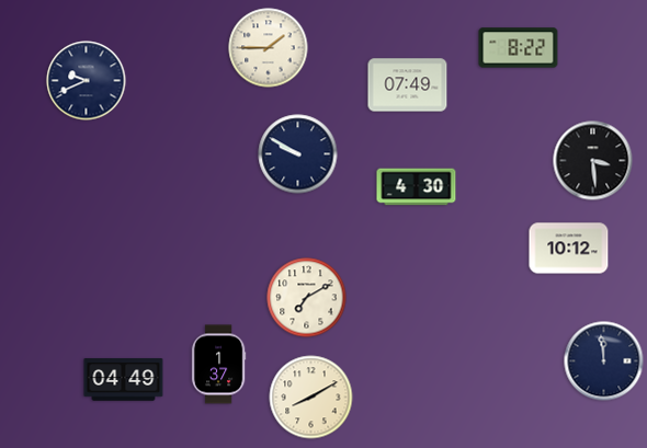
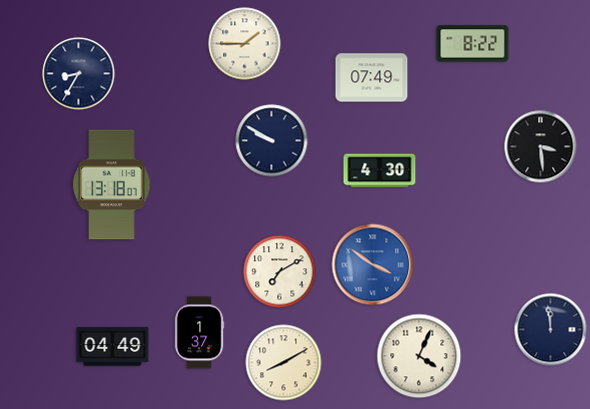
clock at (87, 81): 9:41 -> 8:35
clock at (112, 185): none -> 13:18
clock at (569, 249): 10:12 -> none
clock at (373, 265): none -> 3:51
clock at (419, 356): none -> 4:04
